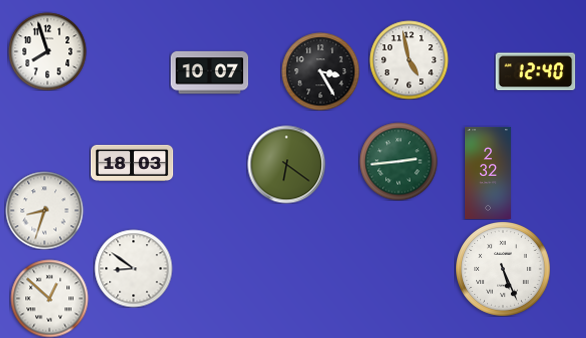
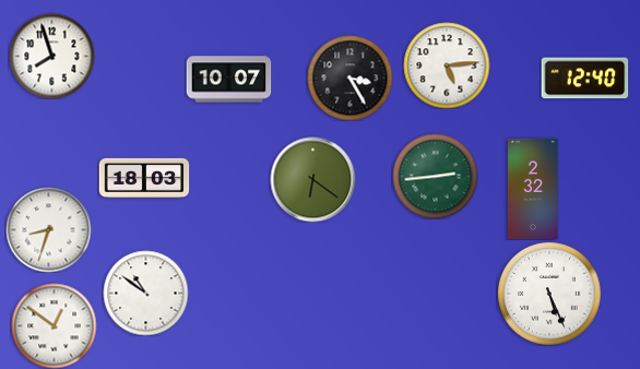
clock at (409, 60): 4:58 -> 5:14
clock at (133, 268): 8:51 -> 10:51
clock at (49, 298): 12:52 -> 12:51
